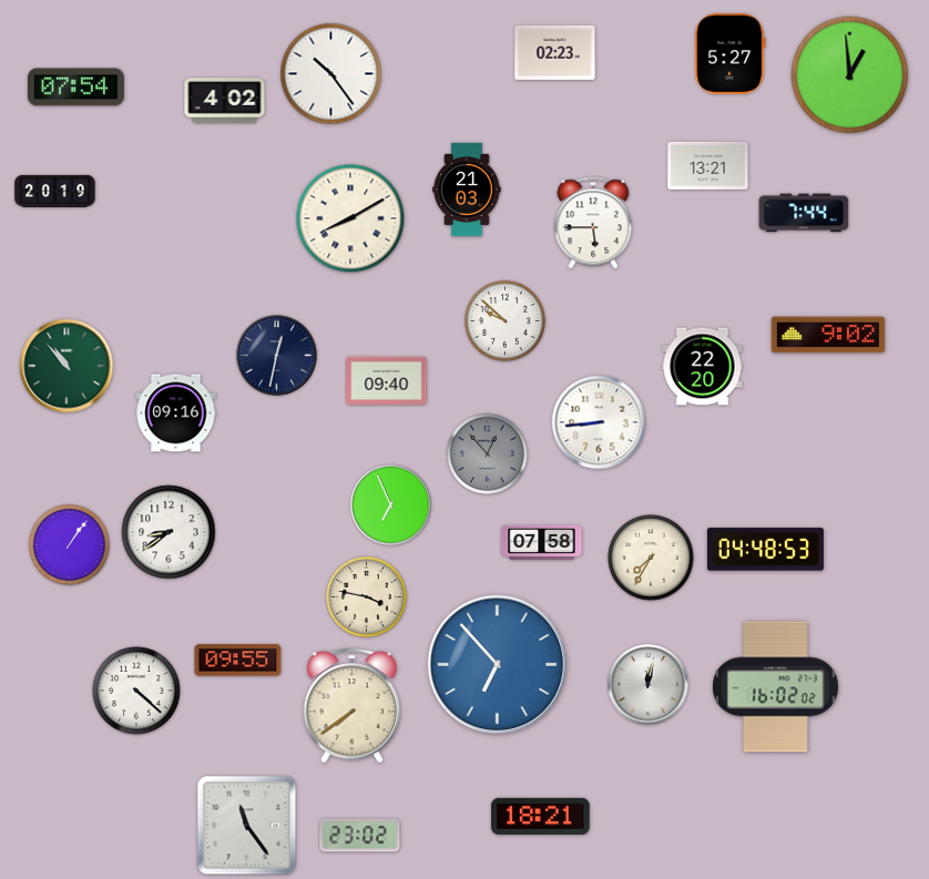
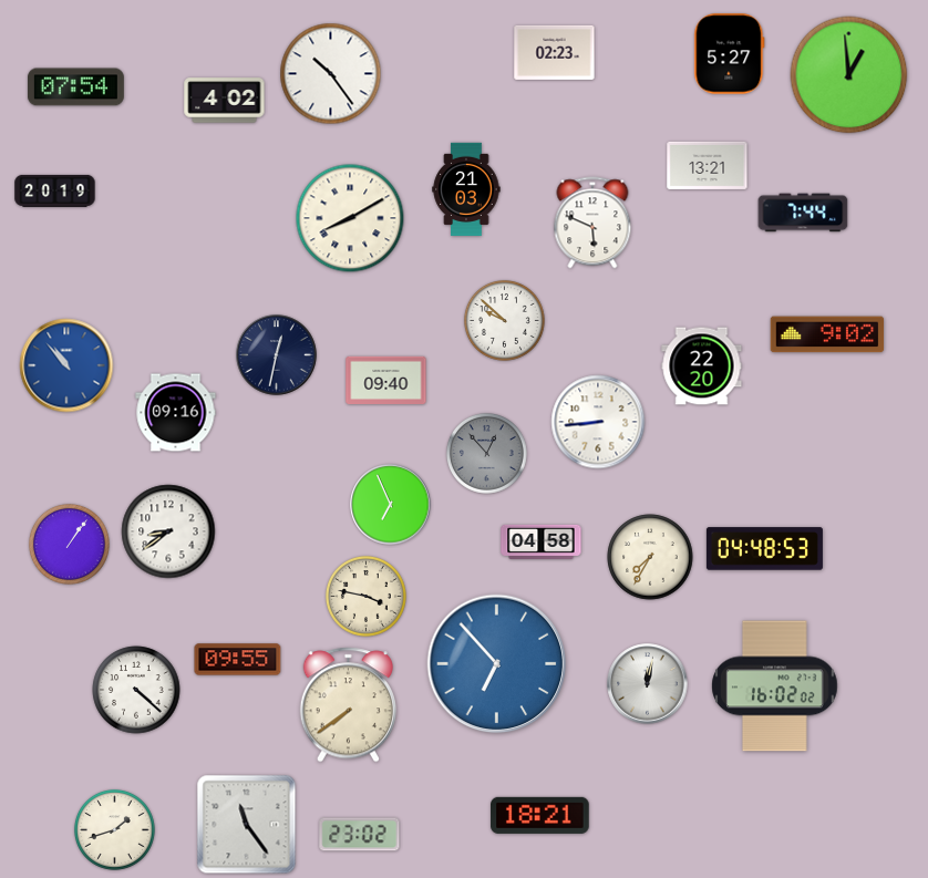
clock at (593, 223): 5:45 -> 5:49
clock at (67, 366) dial: green -> blue
clock at (542, 542): 07:58 -> 04:58
clock at (351, 706) position: (351, 706) -> (348, 705)
clock at (114, 829): none -> 1:42
